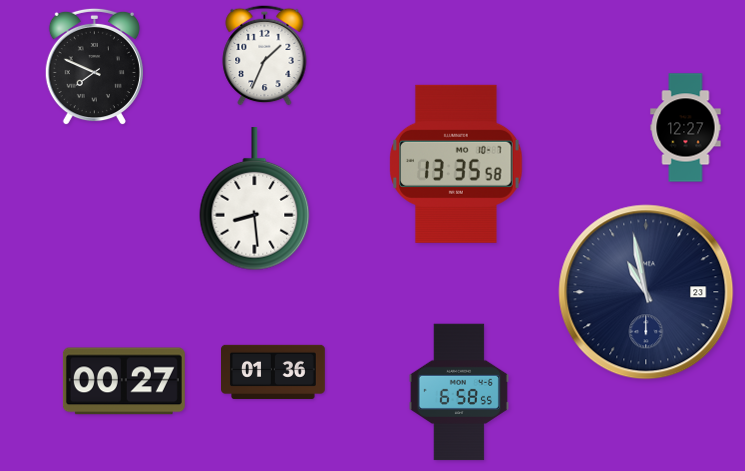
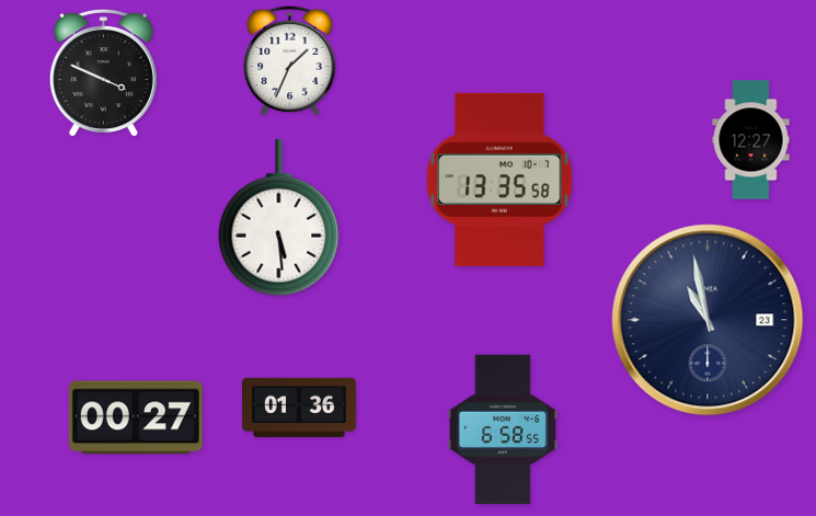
clock at (94, 67): 7:49 -> 3:49
clock at (255, 199): 8:29 -> 5:29
